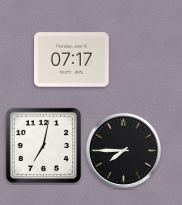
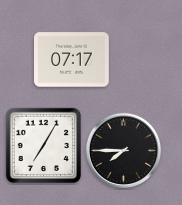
clock at (43, 145): 7:02 -> 7:05
